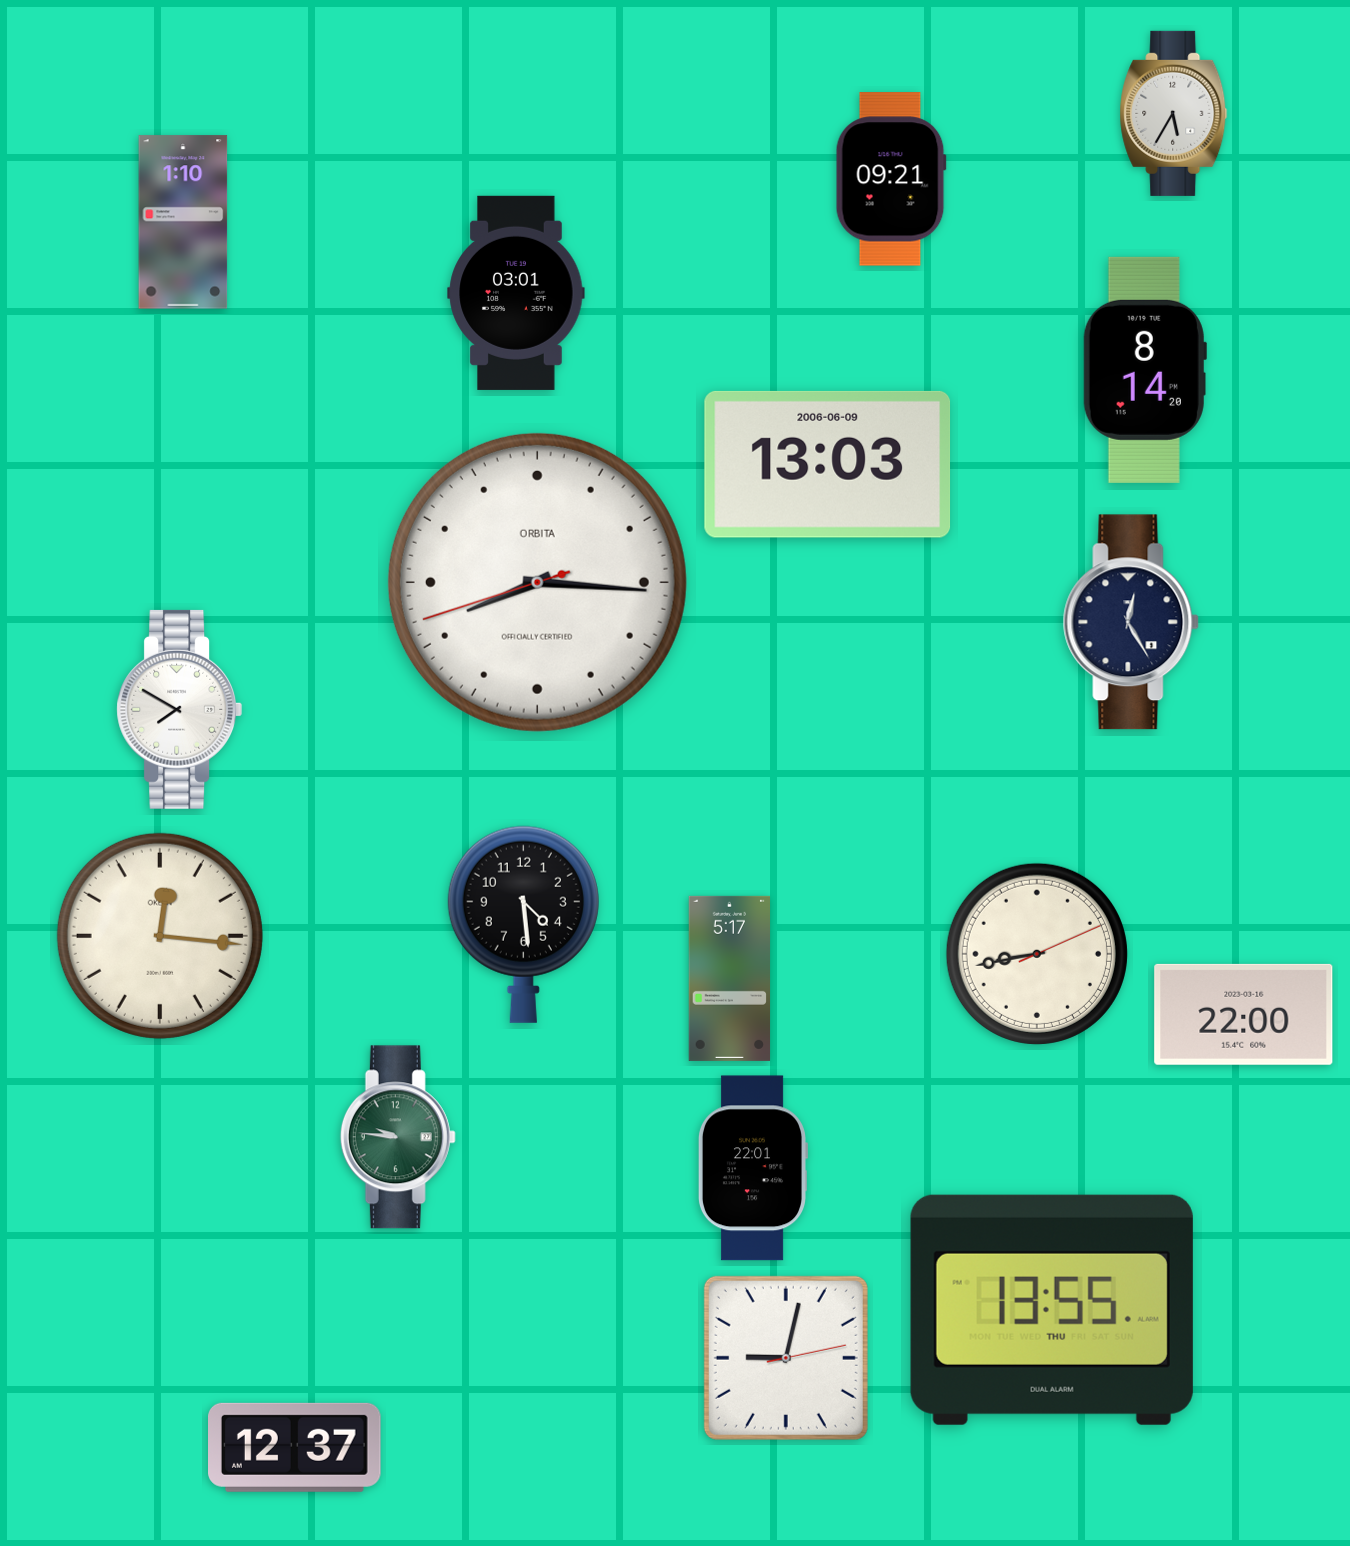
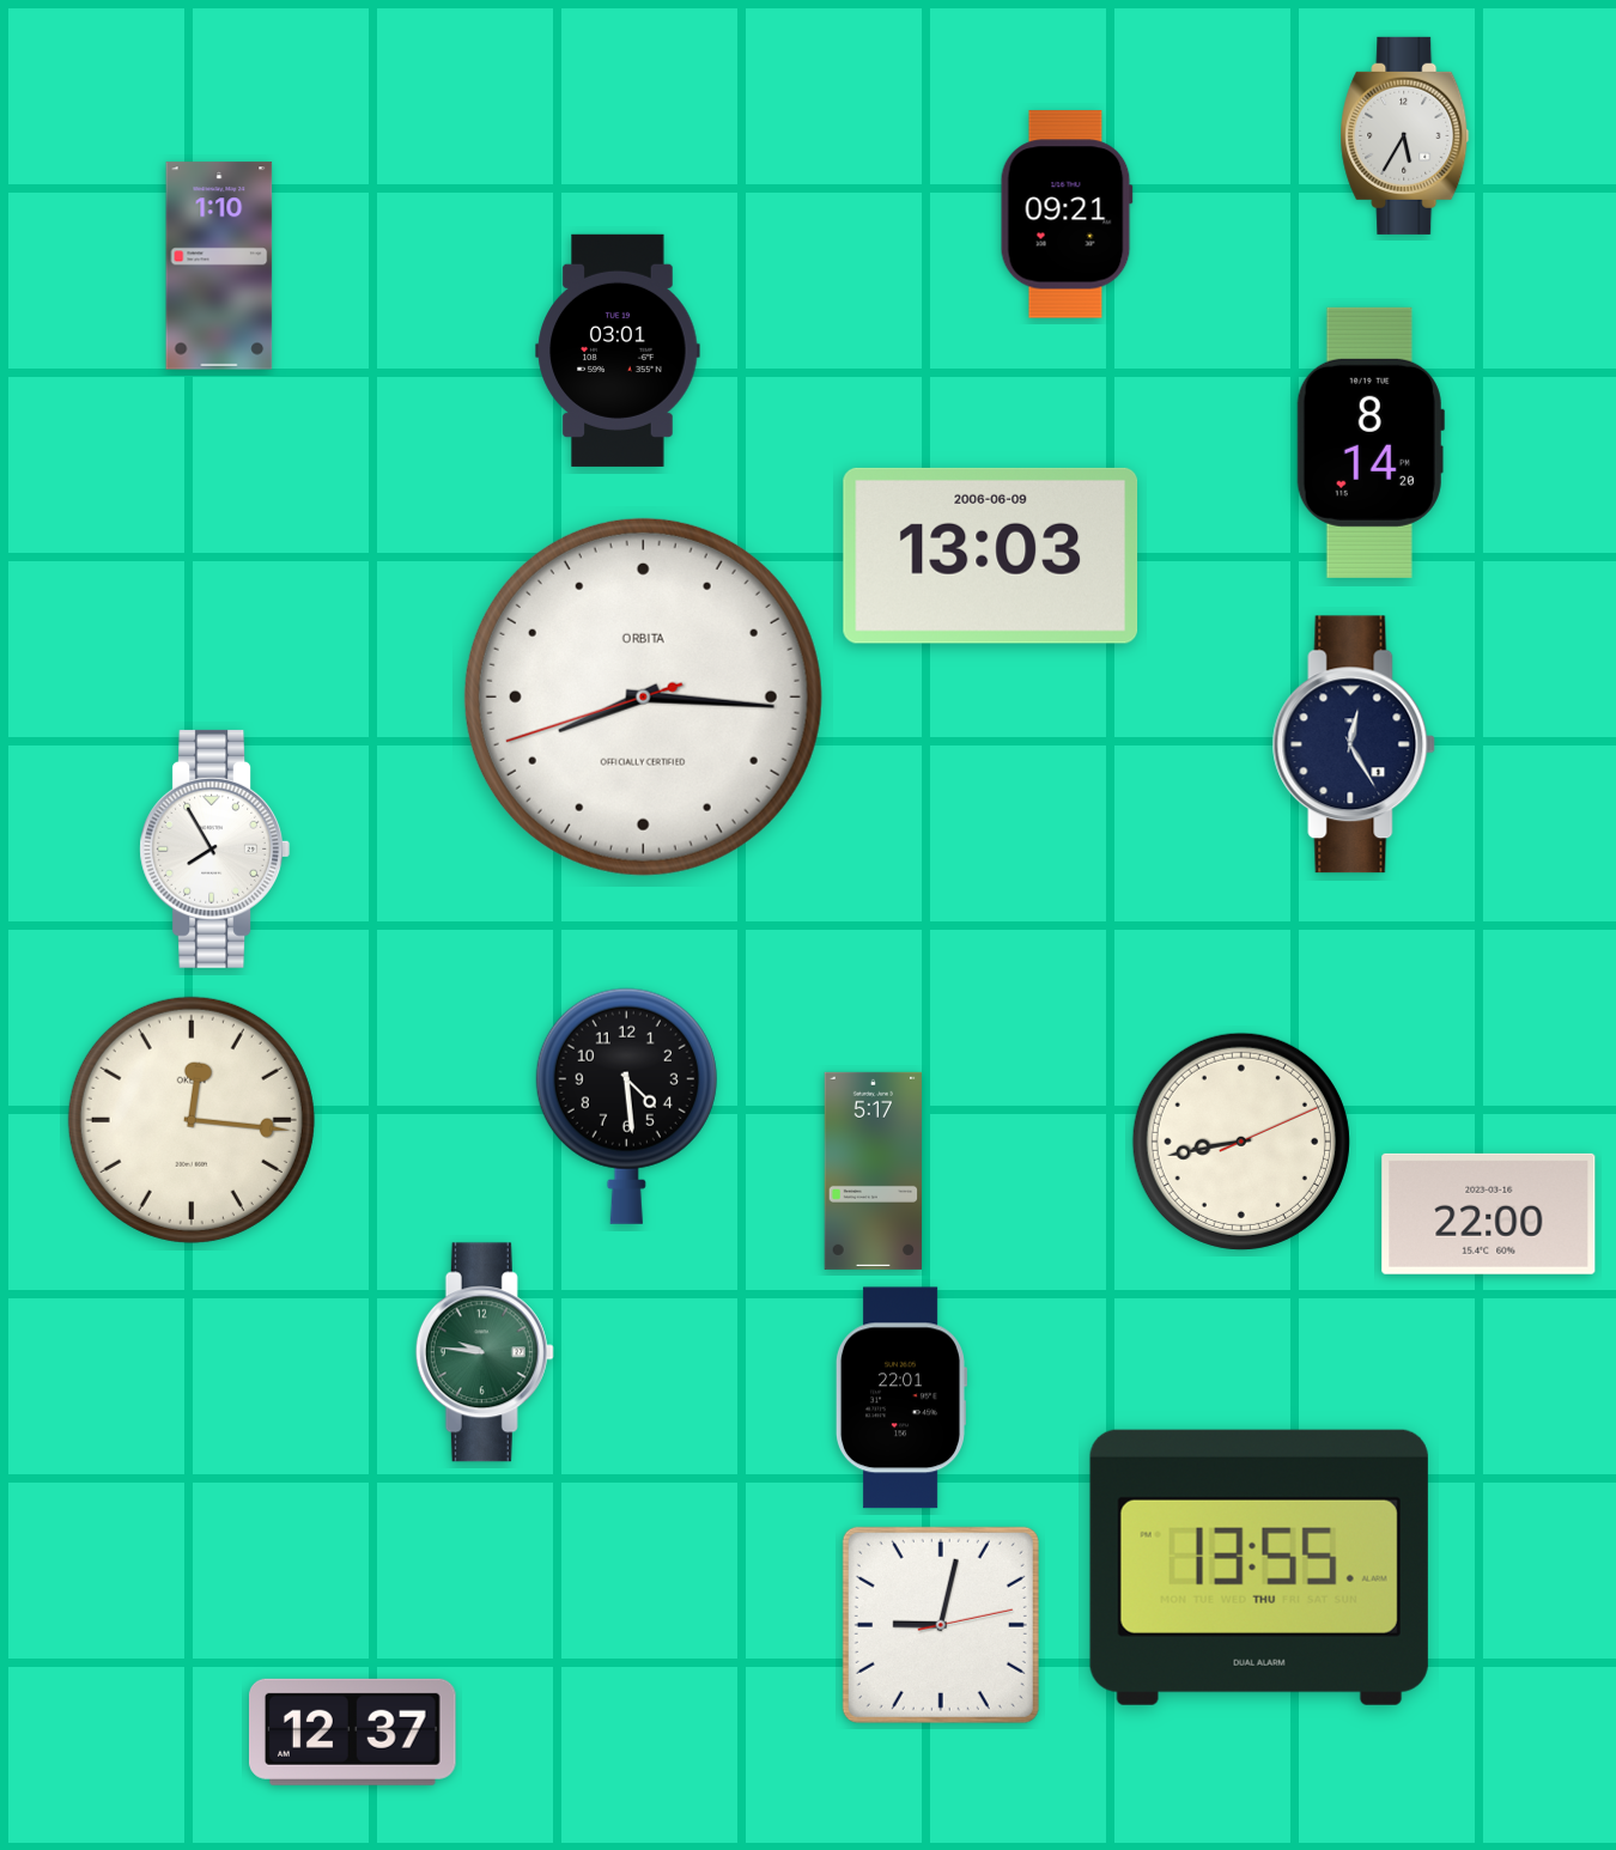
clock at (180, 709): 7:50 -> 7:55
clock at (398, 1137) position: (398, 1137) -> (485, 1352)
